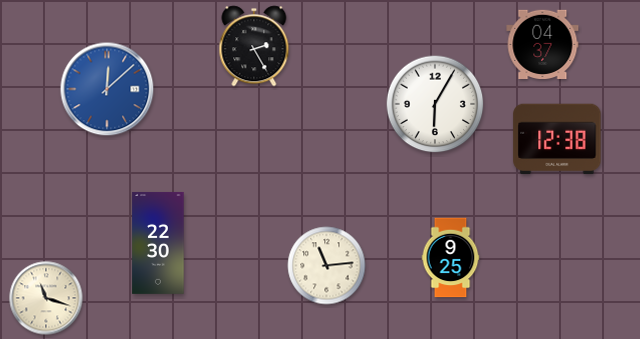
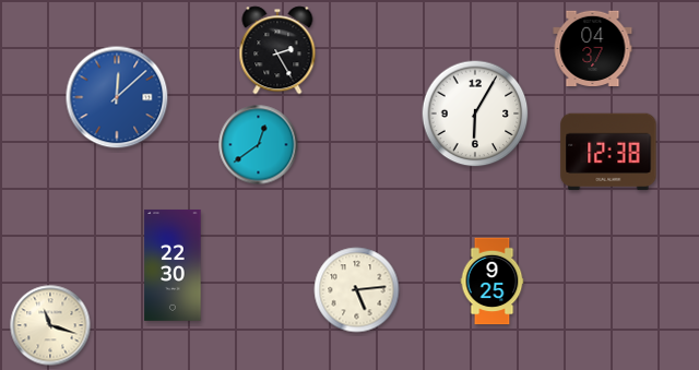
clock at (259, 145): none -> 12:39
clock at (327, 266): 11:14 -> 5:14
